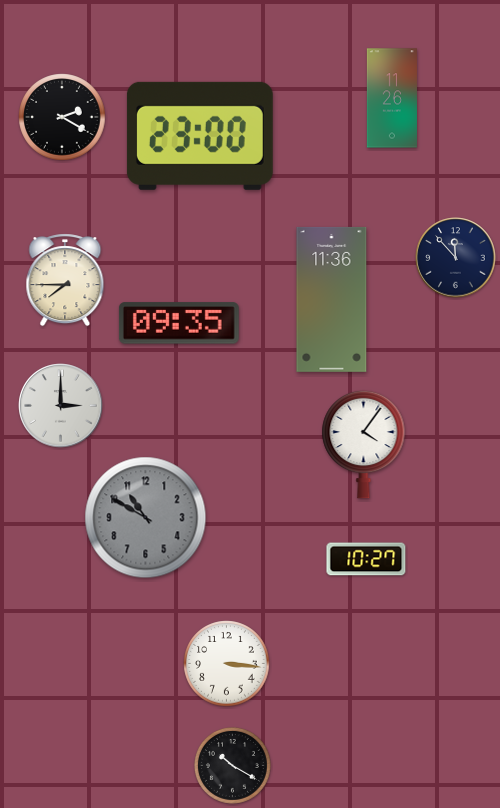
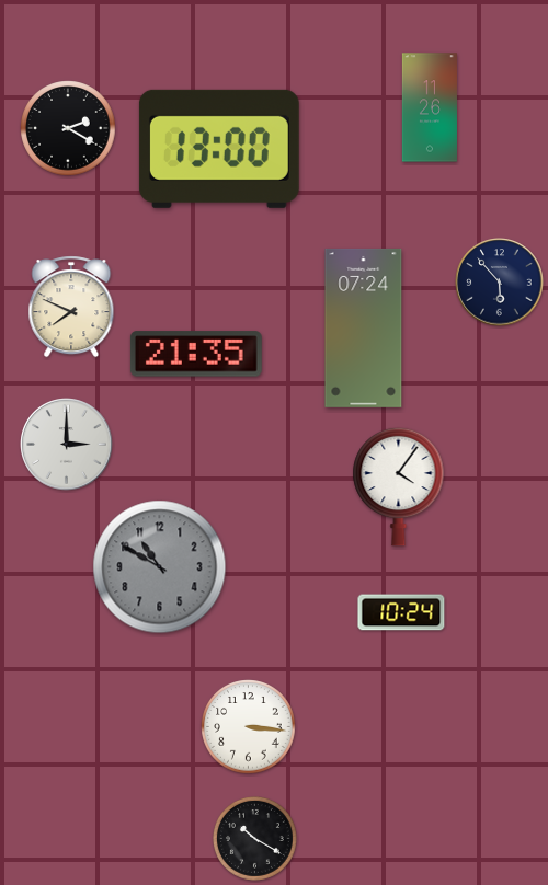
clock at (200, 136): 23:00 -> 13:00
clock at (456, 258): 11:53 -> 5:53
clock at (65, 280): 7:45 -> 7:49
clock at (332, 299): 11:36 -> 07:24
clock at (179, 323): 09:35 -> 21:35
clock at (366, 559): 10:27 -> 10:24
